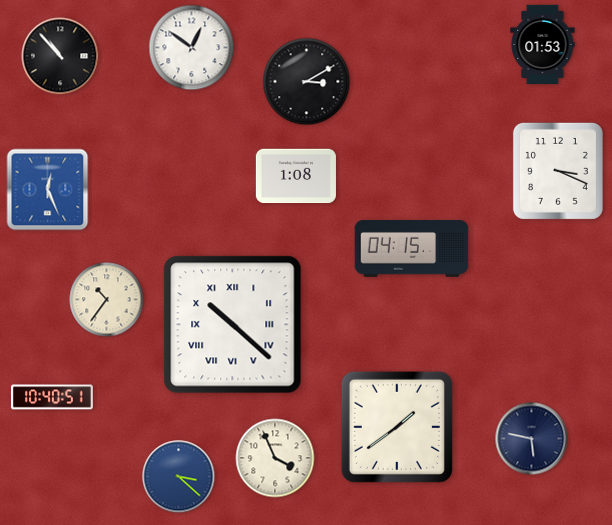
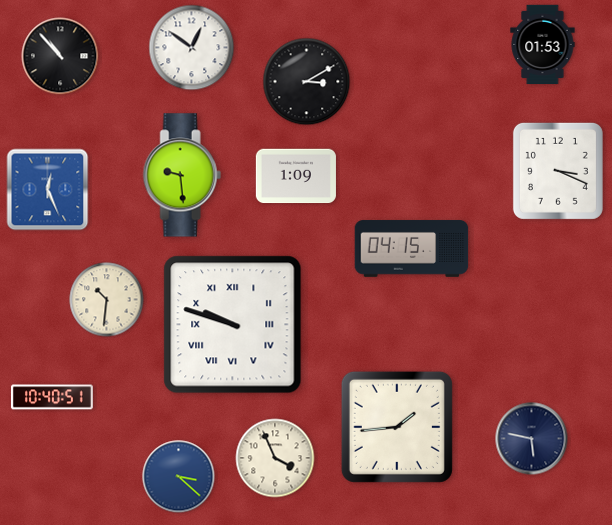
clock at (182, 175): none -> 9:29
clock at (296, 176): 1:08 -> 1:09
clock at (107, 300): 10:36 -> 10:31
clock at (233, 325): 10:22 -> 9:48
clock at (397, 427): 1:39 -> 1:44
